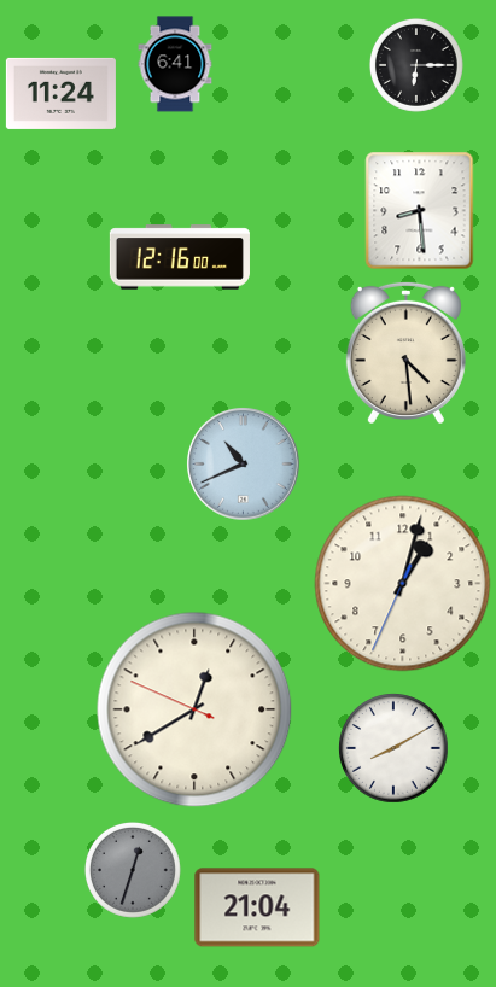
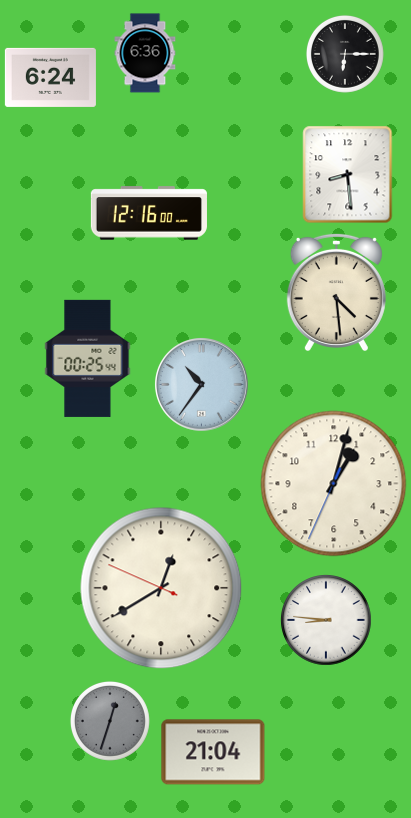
clock at (175, 64): 6:41 -> 6:36
clock at (60, 93): 11:24 -> 6:24
clock at (88, 358): none -> 00:25
clock at (244, 465): 10:41 -> 10:36
clock at (393, 748): 8:10 -> 8:46
